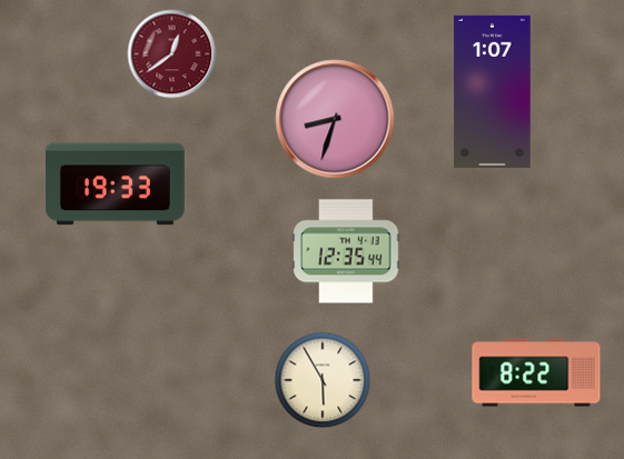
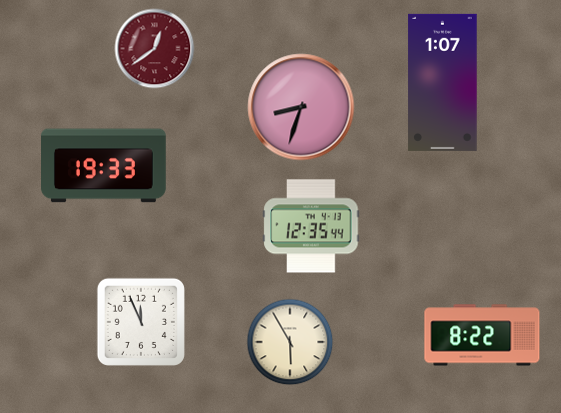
clock at (141, 322): none -> 11:56
